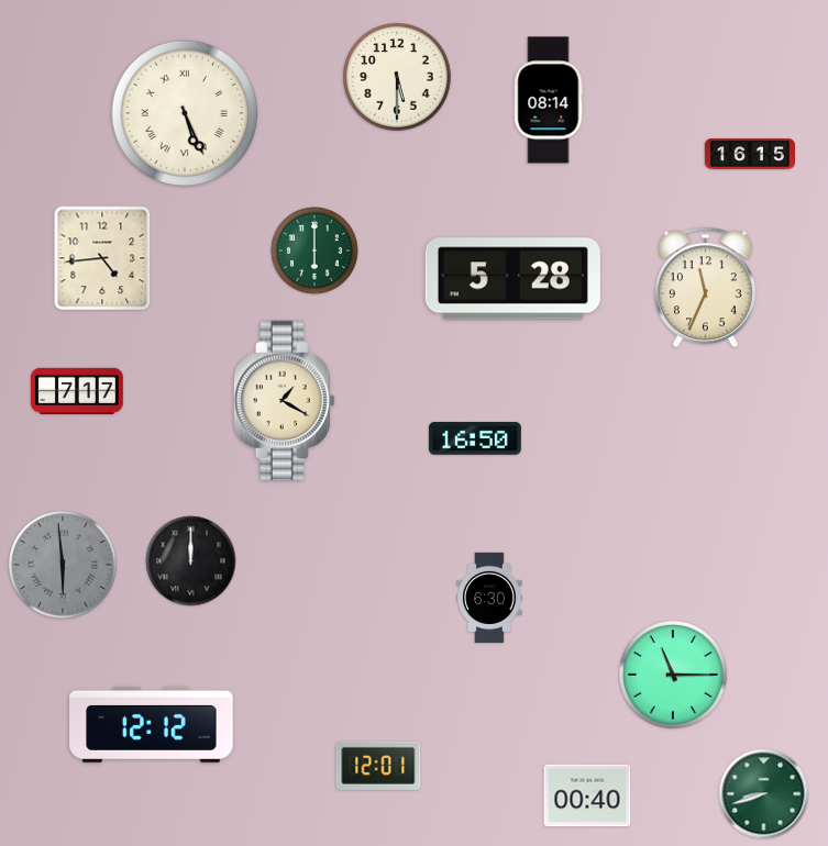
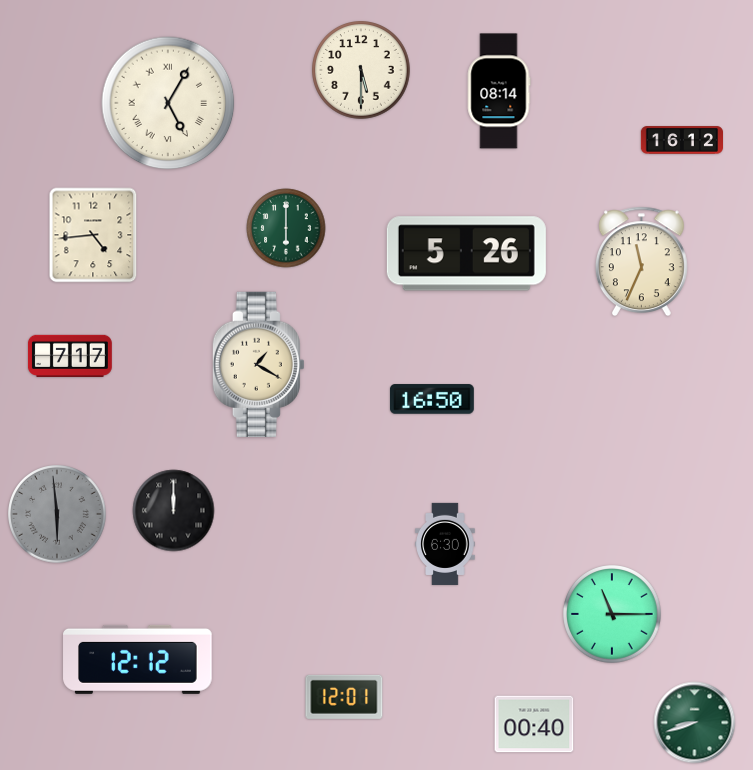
clock at (185, 113): 5:26 -> 5:05
clock at (749, 154): 16:15 -> 16:12
clock at (512, 279): 5:28 -> 5:26
